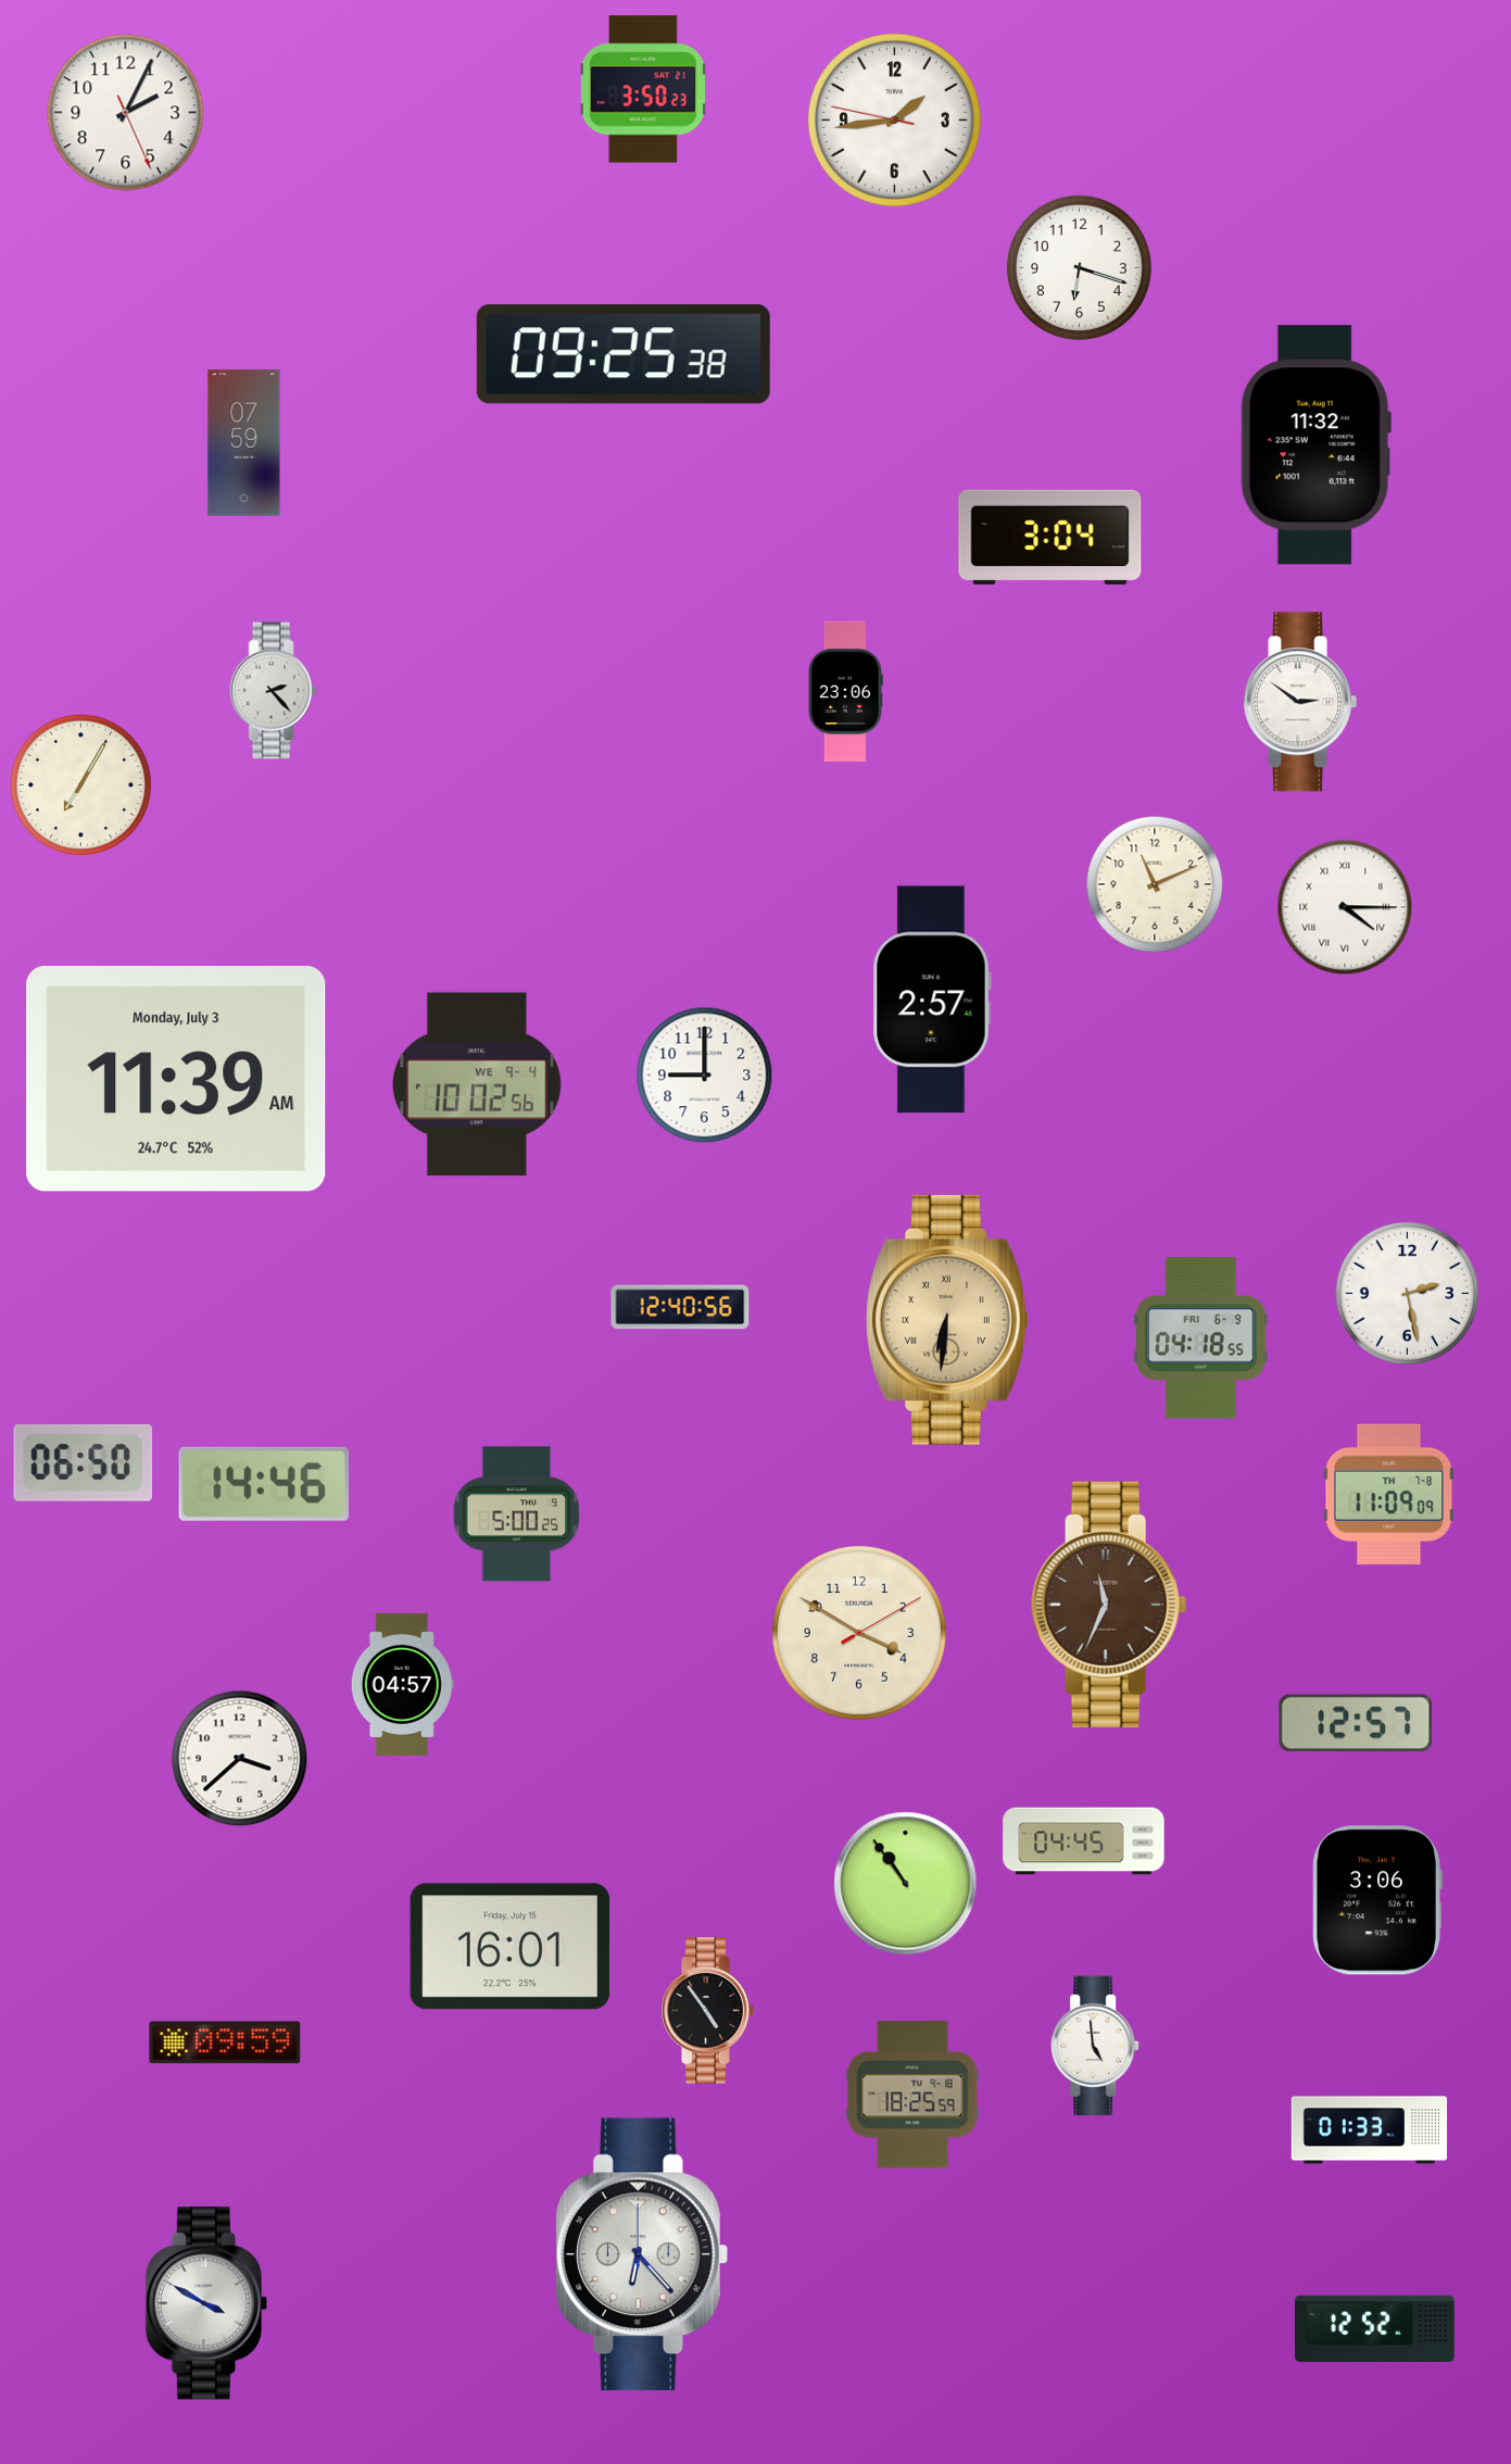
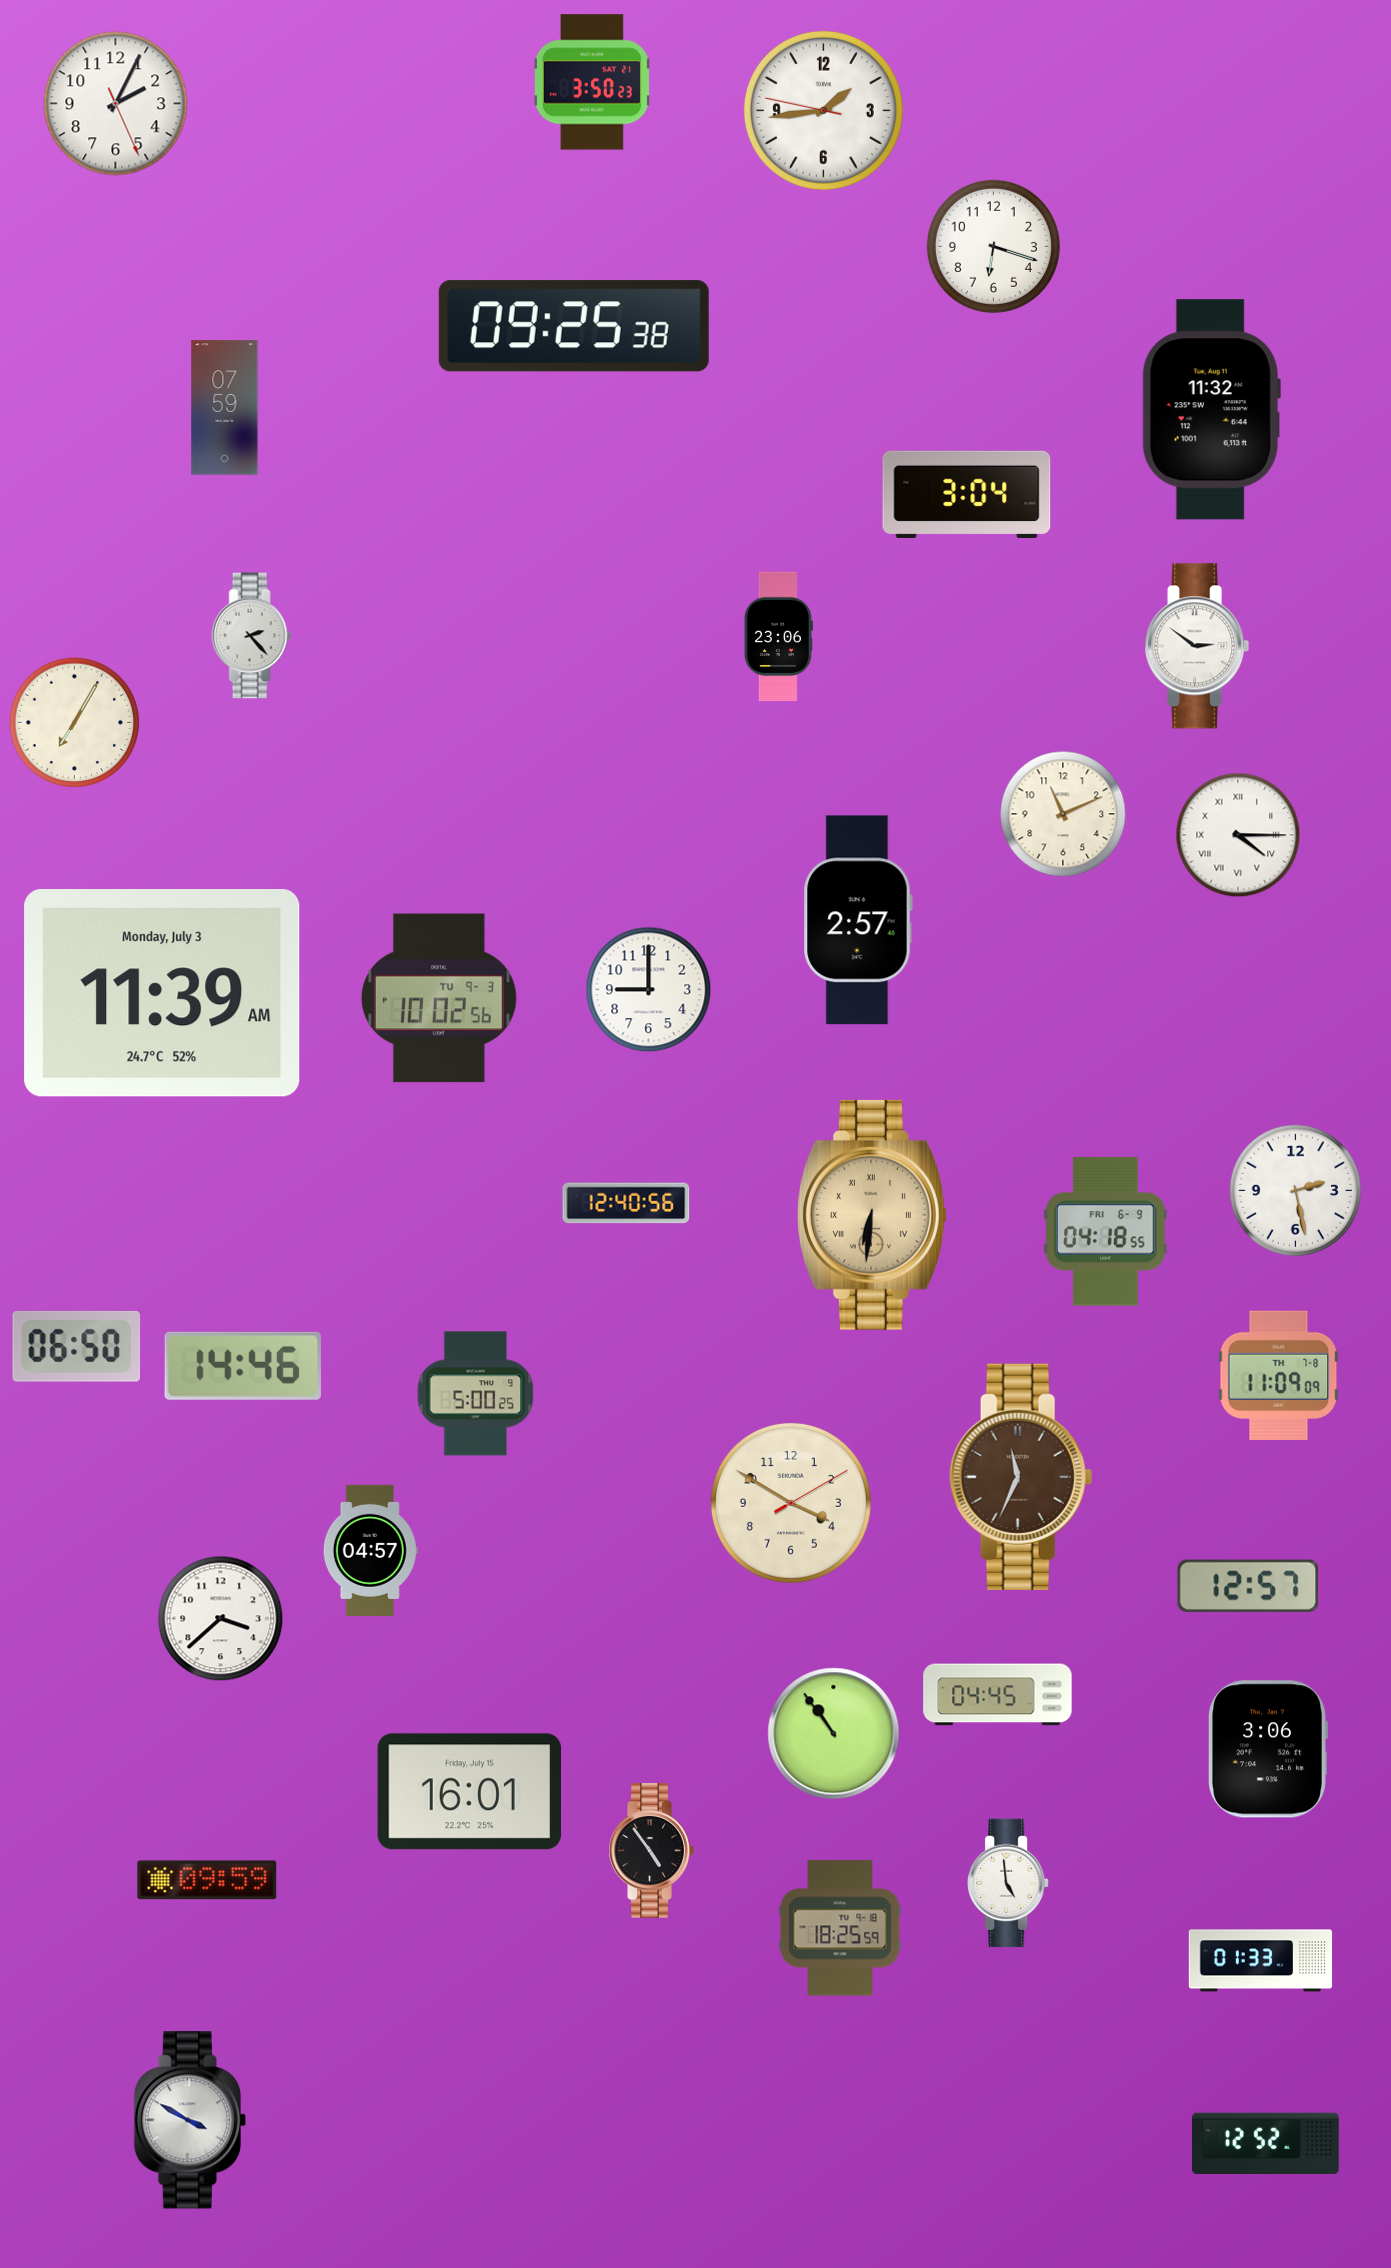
clock at (477, 1084) date: WE 9-4 -> TU 9-3
clock at (642, 2254): 6:23 -> none
